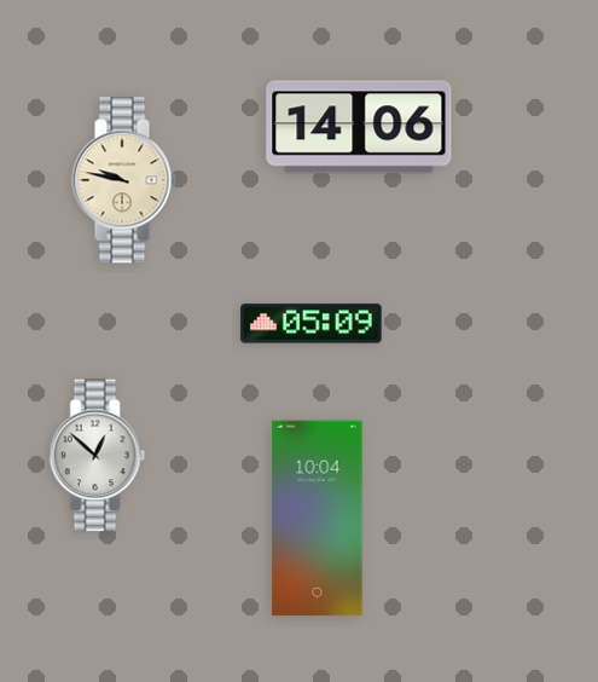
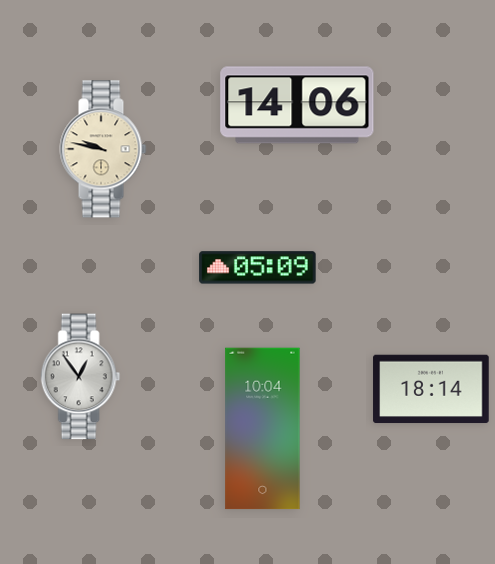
clock at (98, 456): 12:52 -> 12:54
clock at (431, 389): none -> 18:14
